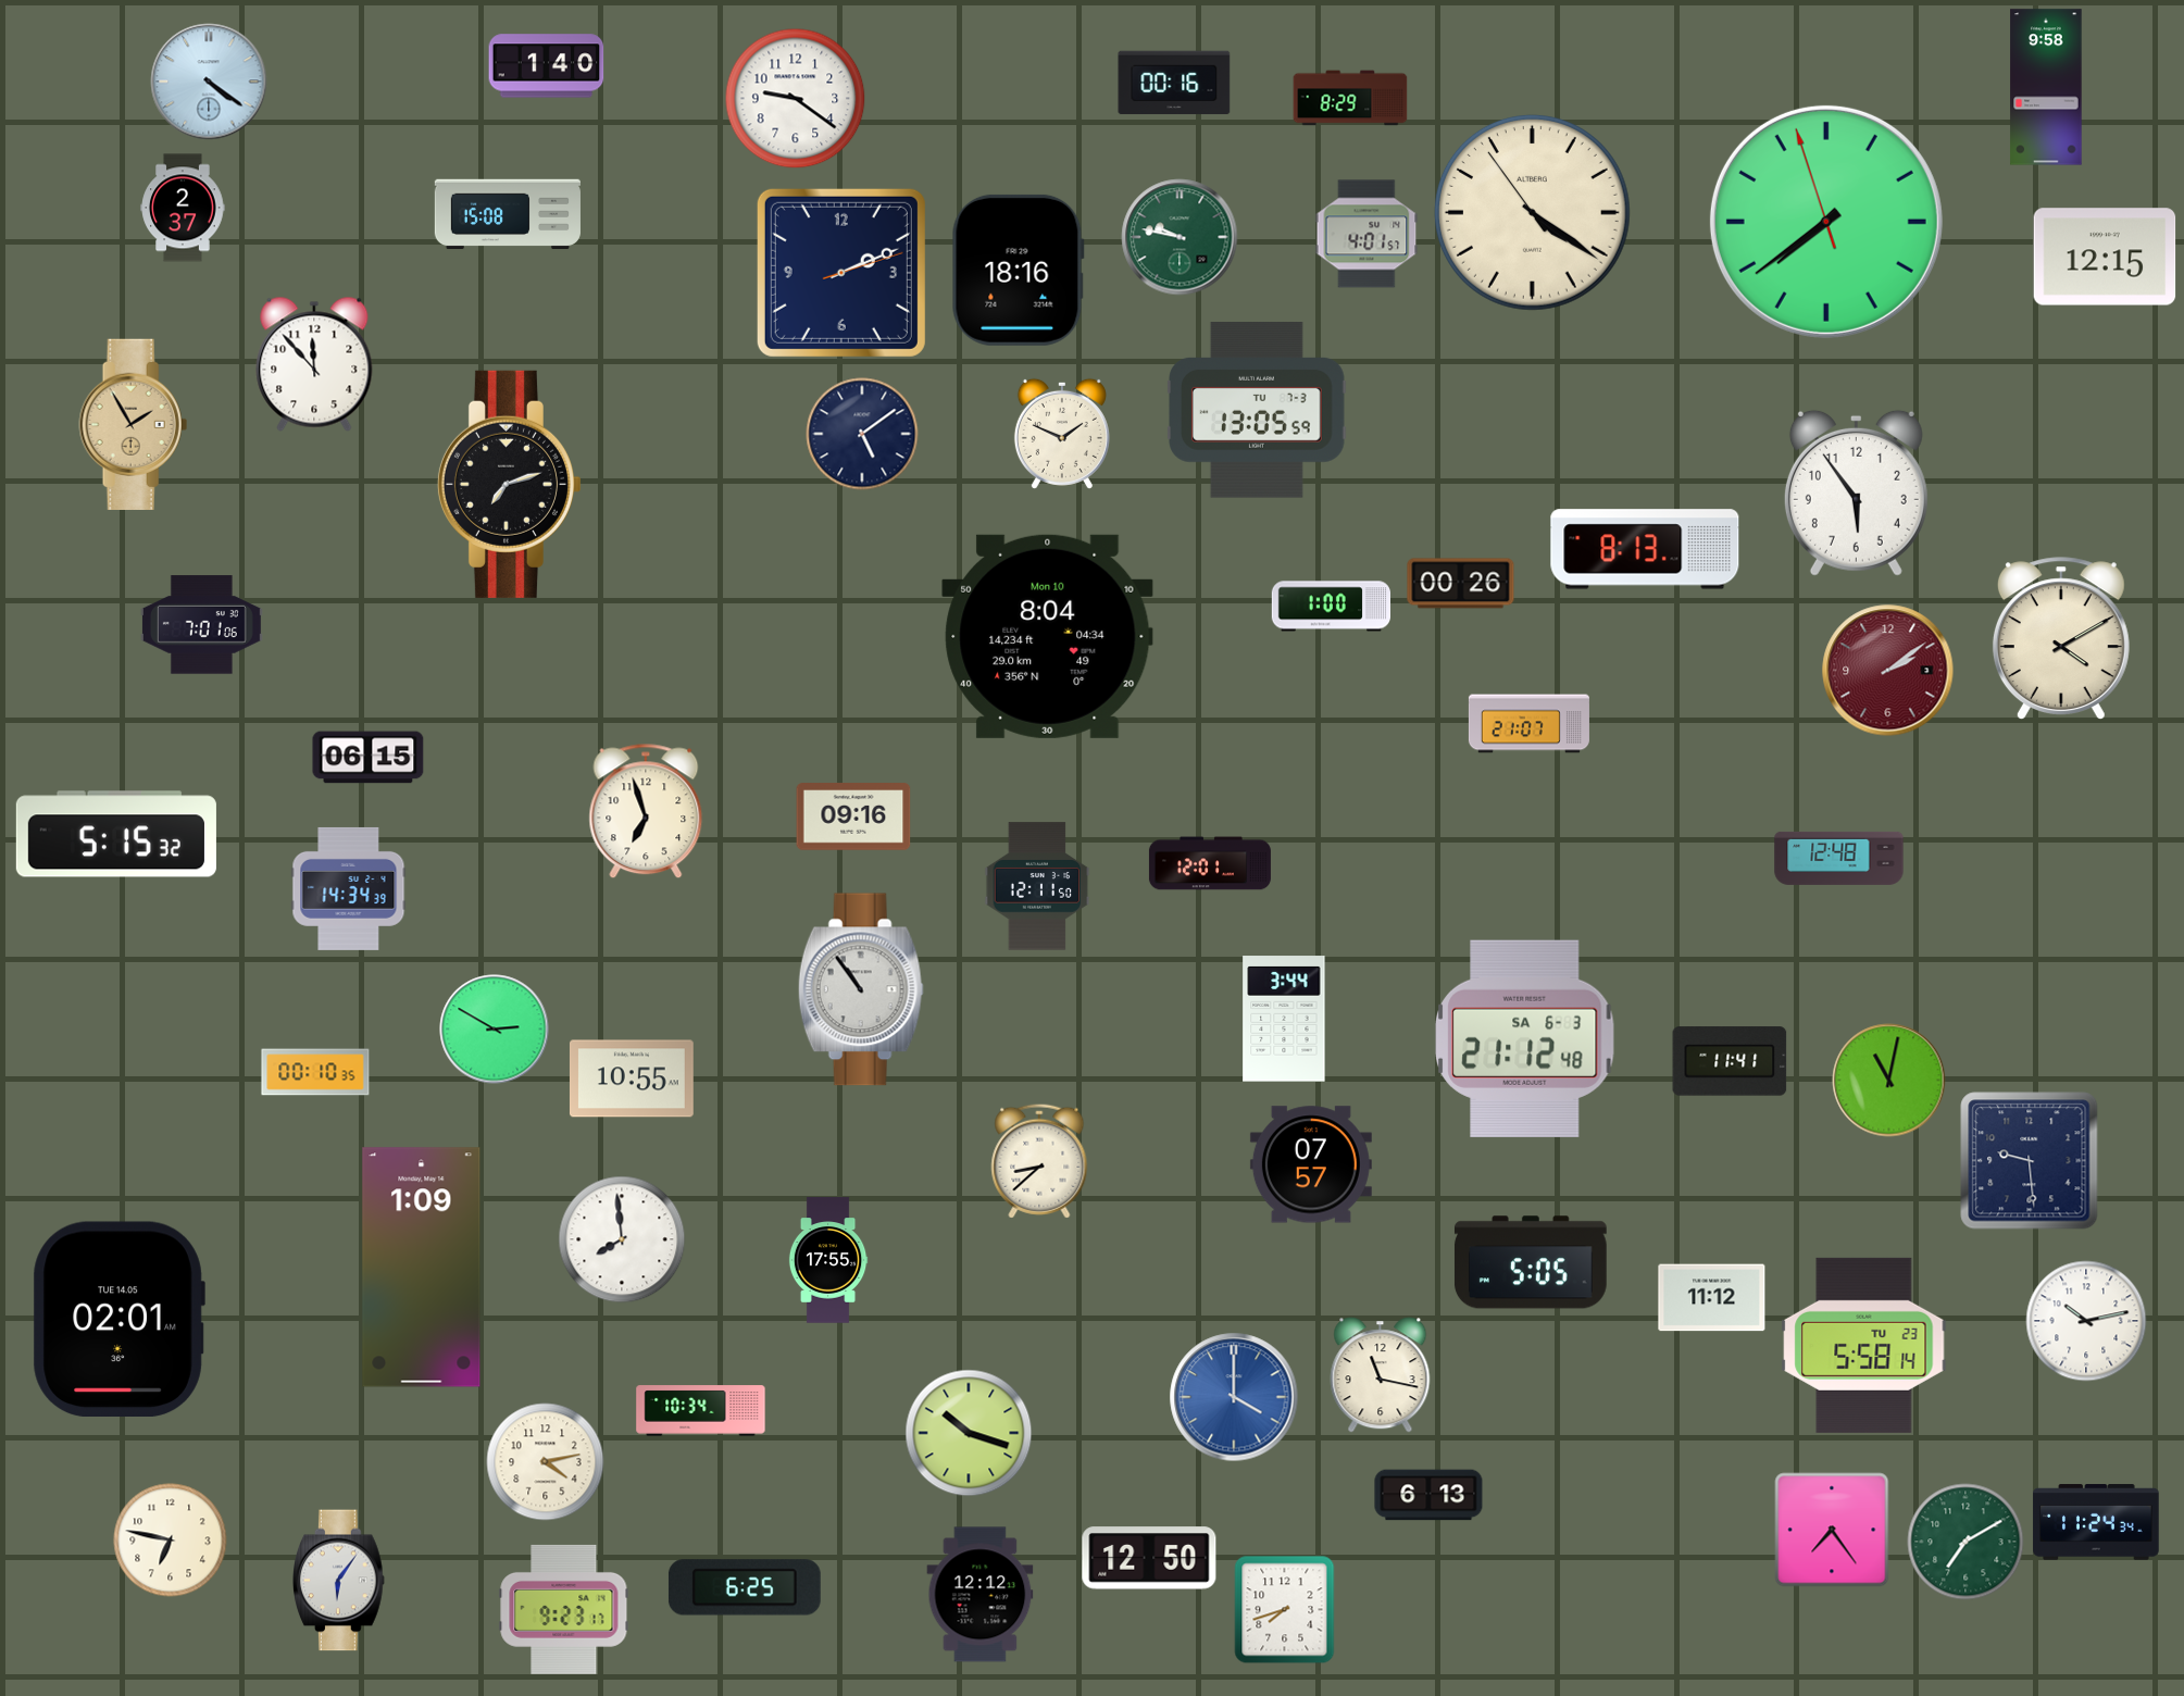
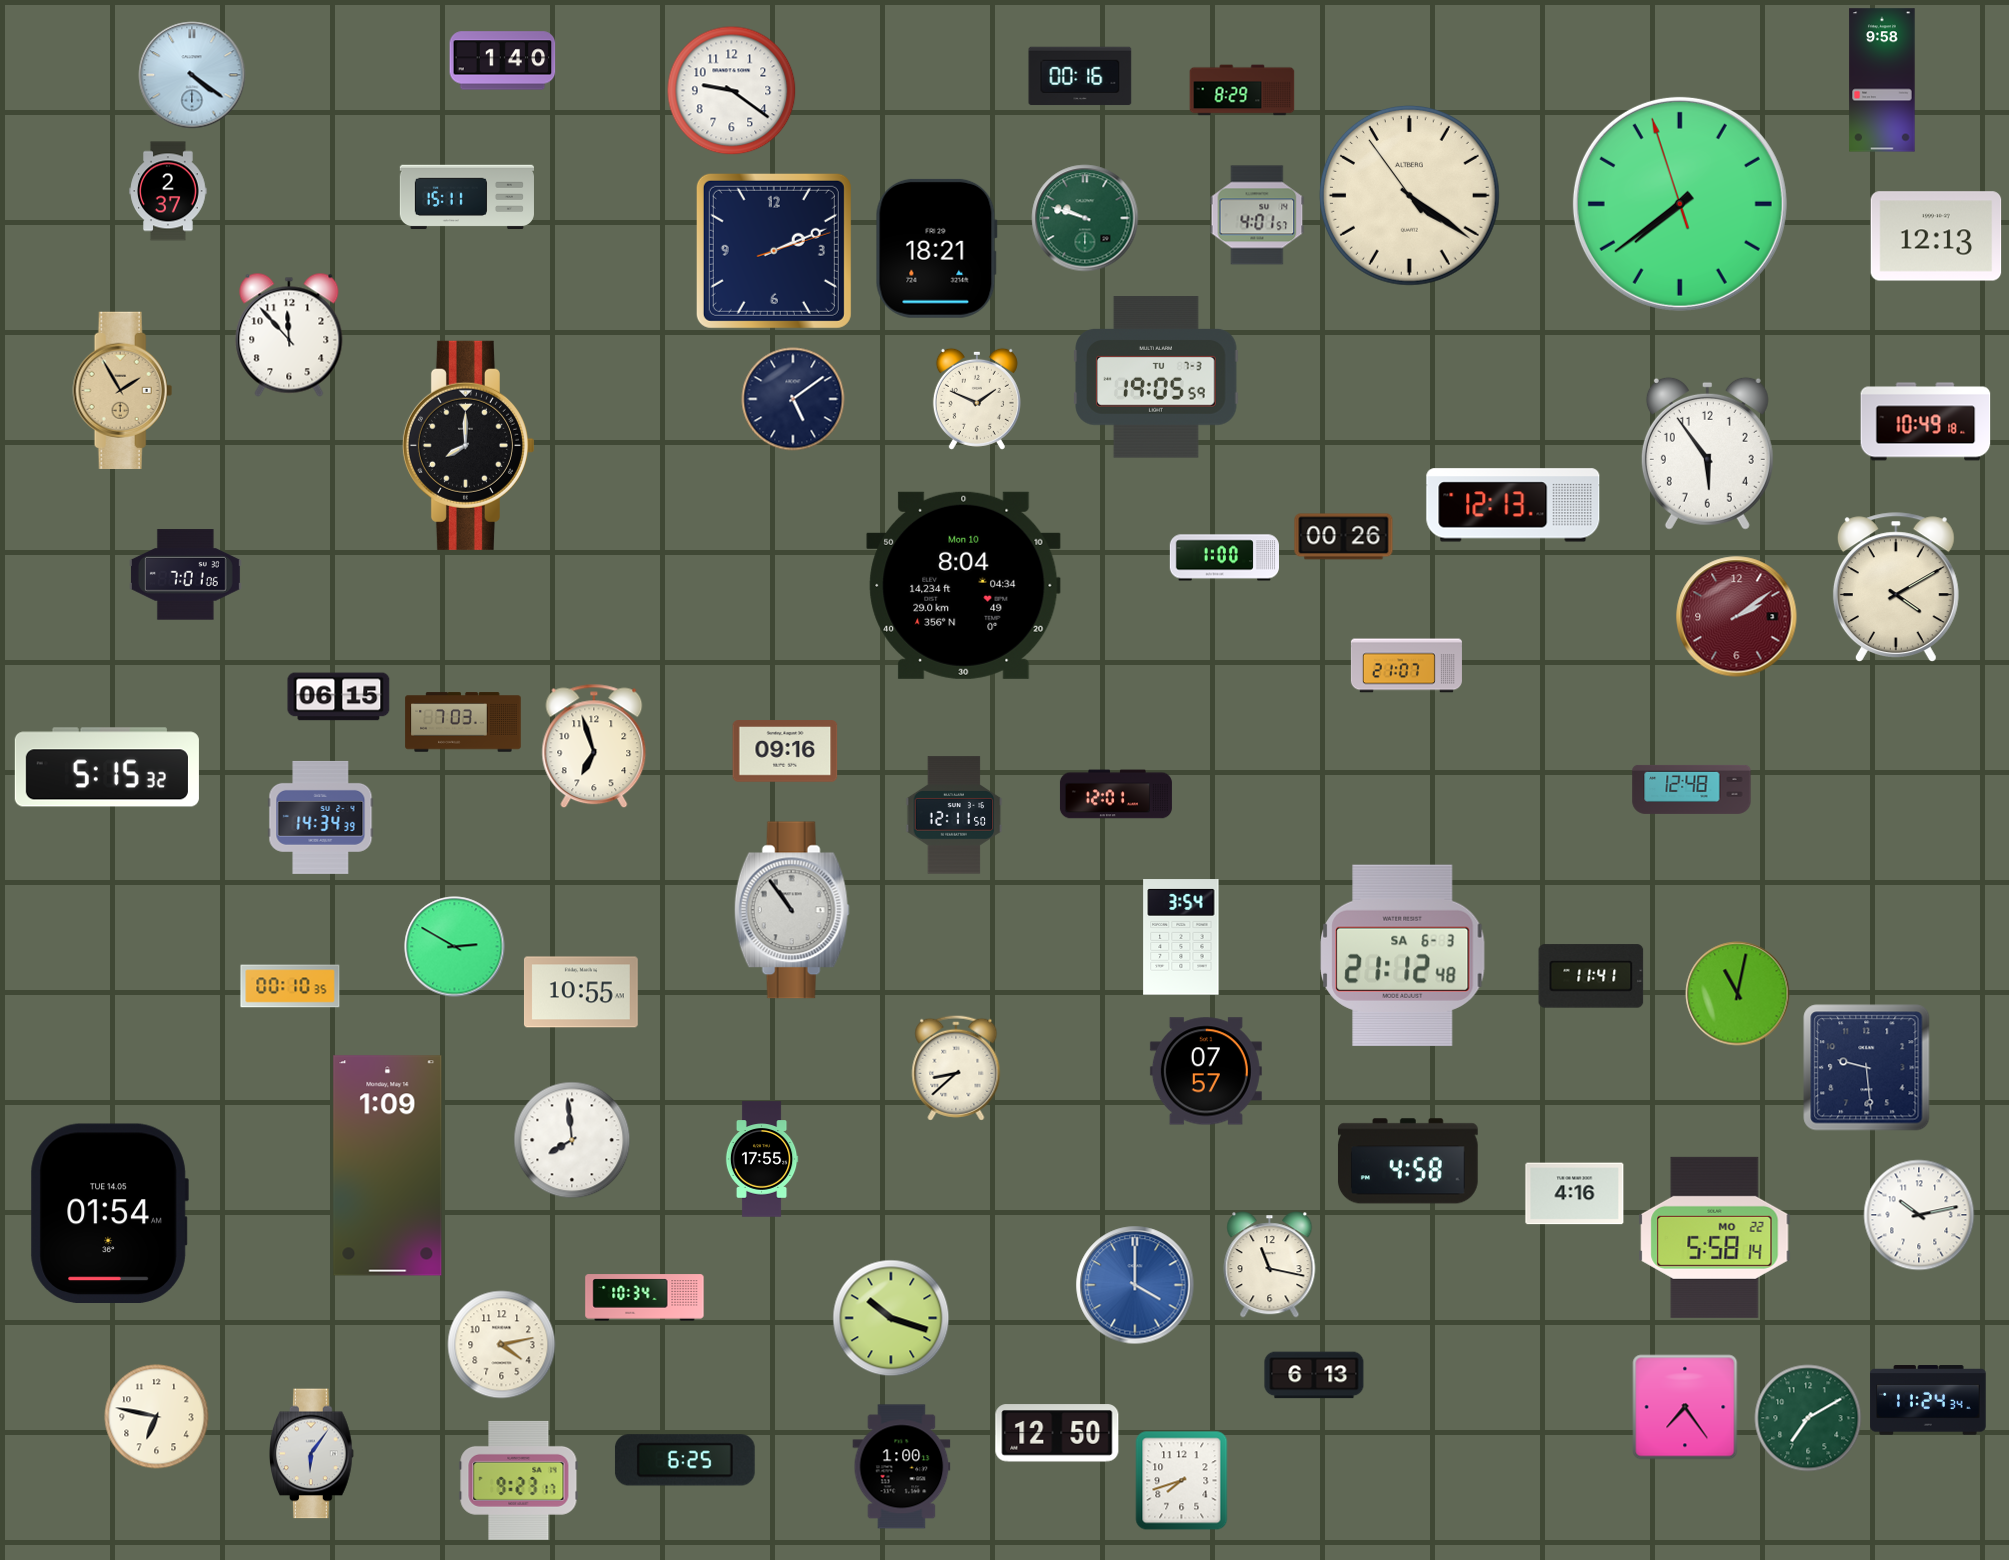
clock at (508, 214): 15:08 -> 15:11
clock at (1180, 237): 9:47 -> 9:48
clock at (2105, 257): 12:15 -> 12:13
clock at (1018, 270): 18:16 -> 18:21
clock at (1257, 410): 13:05 -> 19:05
clock at (1926, 422): none -> 10:49
clock at (509, 484): 7:12 -> 8:00
clock at (1645, 549): 8:13 -> 12:13
clock at (463, 722): none -> 7:03
clock at (1210, 863) position: (1210, 863) -> (1116, 794)
clock at (1284, 1019): 3:44 -> 3:54
clock at (1531, 1262): 5:05 -> 4:58
clock at (1712, 1298): 11:12 -> 4:16
clock at (118, 1319): 02:01 -> 01:54
clock at (1864, 1345) date: TU 23 -> MO 22
clock at (981, 1595): 12:12 -> 1:00
